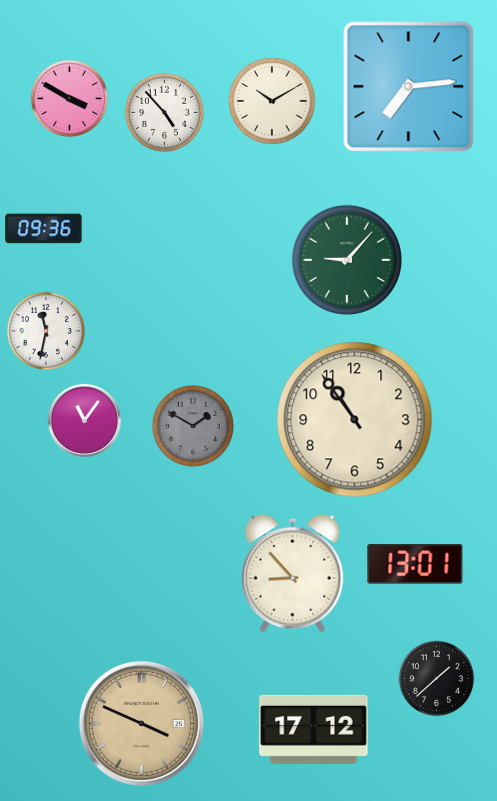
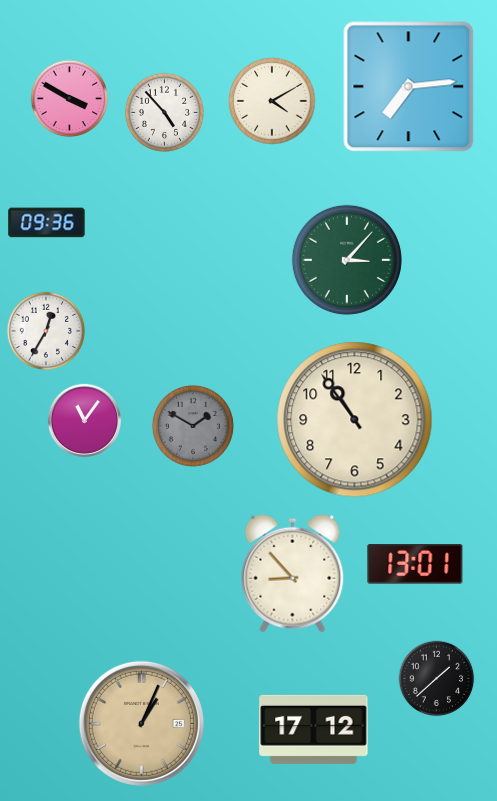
clock at (272, 101): 10:10 -> 4:10
clock at (44, 229) position: (44, 229) -> (47, 223)
clock at (347, 260): 9:07 -> 3:07
clock at (45, 330): 11:32 -> 12:35
clock at (141, 723): 3:49 -> 1:04
